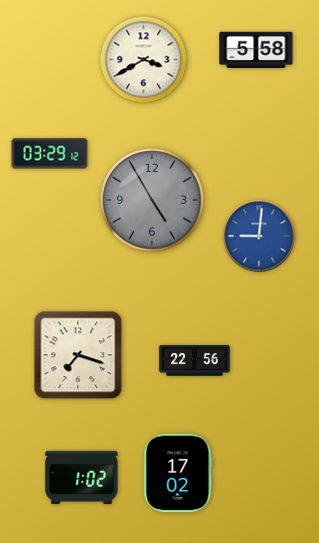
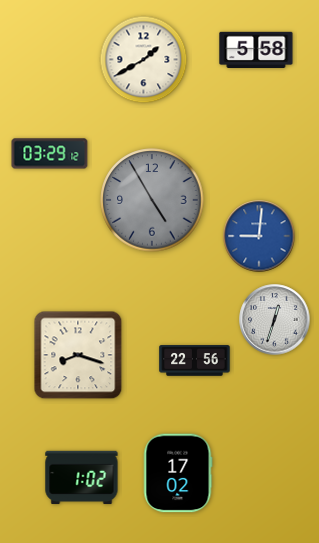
clock at (144, 60): 3:40 -> 1:40
clock at (275, 320): none -> 12:33
clock at (78, 355): 7:18 -> 8:18
